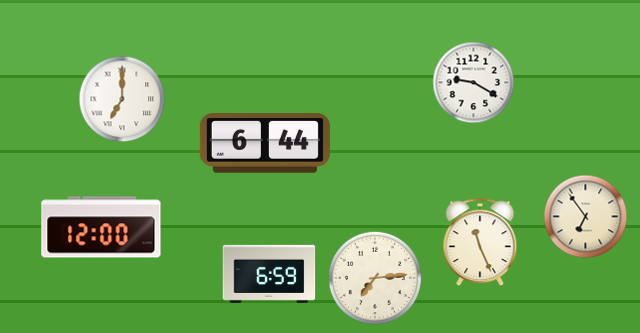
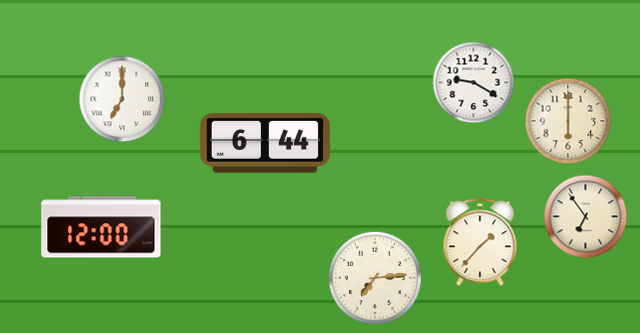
clock at (568, 121): none -> 6:00
clock at (480, 243): 11:26 -> 1:37
clock at (269, 274): 6:59 -> none
